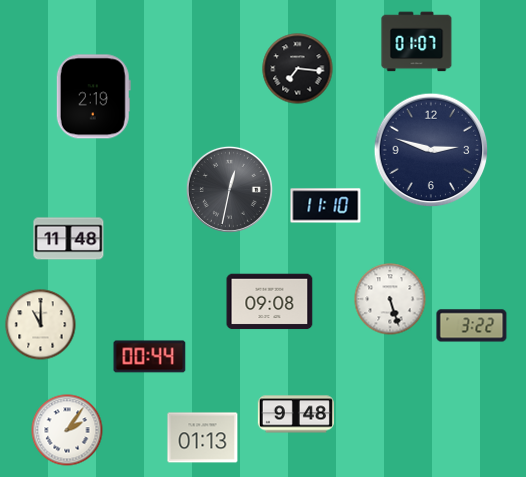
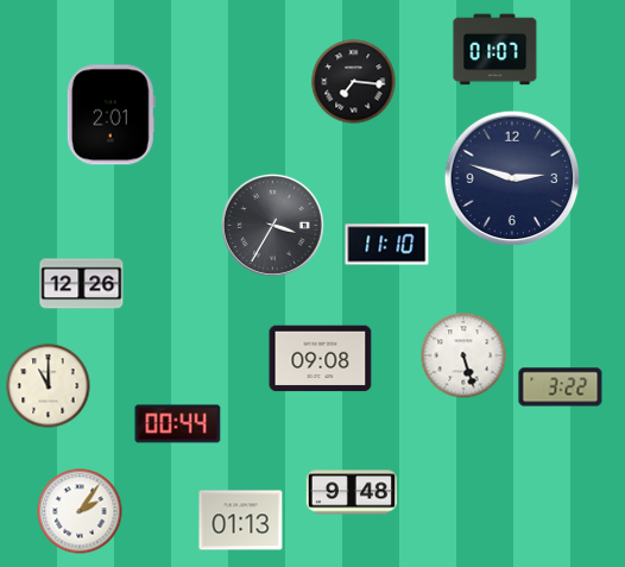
clock at (93, 97): 2:19 -> 2:01
clock at (229, 189): 12:32 -> 3:35
clock at (69, 239): 11:48 -> 12:26
